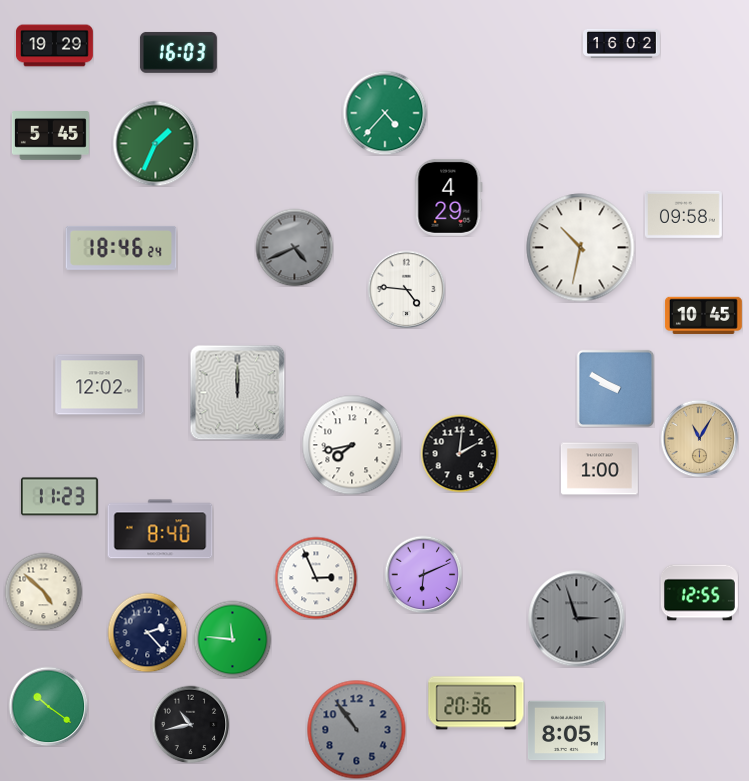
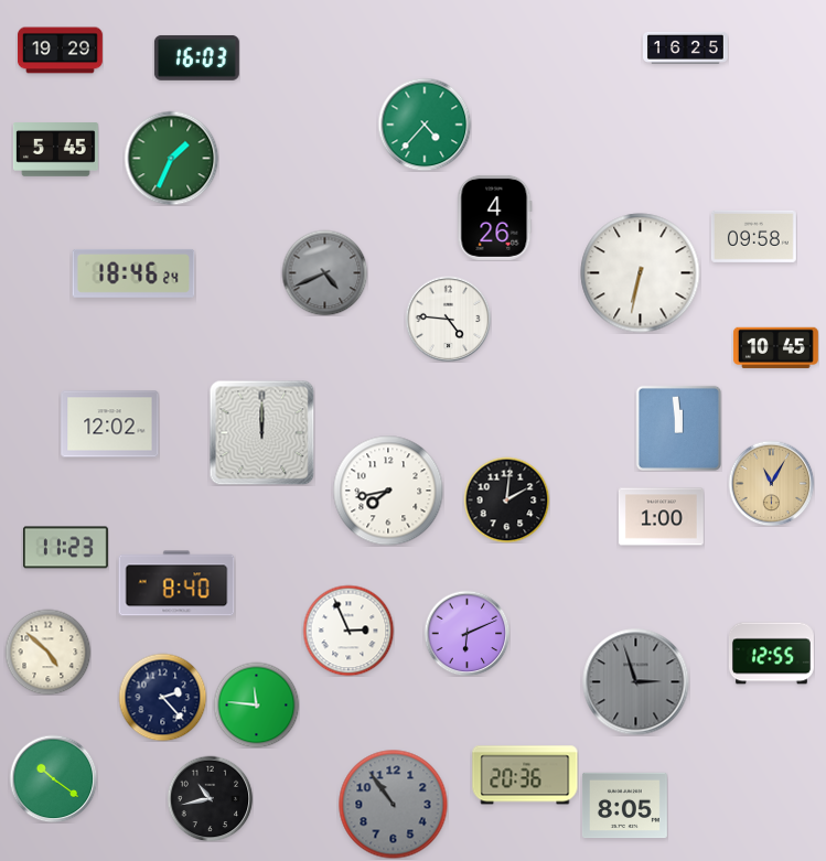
clock at (622, 43): 16:02 -> 16:25
clock at (449, 197): 4:29 -> 4:26
clock at (581, 248): 10:32 -> 6:32
clock at (615, 388): 9:50 -> 11:59
clock at (316, 578) position: (316, 578) -> (348, 631)
